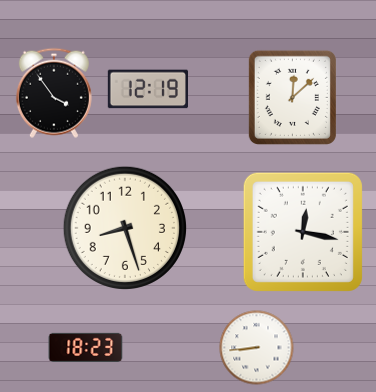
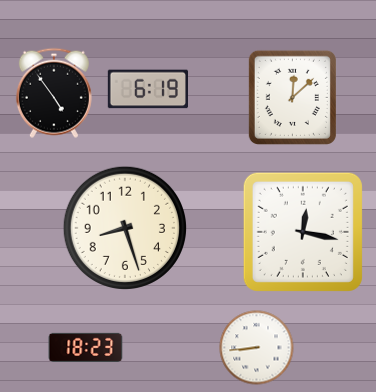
clock at (147, 89): 12:19 -> 6:19
clock at (54, 93): 3:54 -> 4:54
